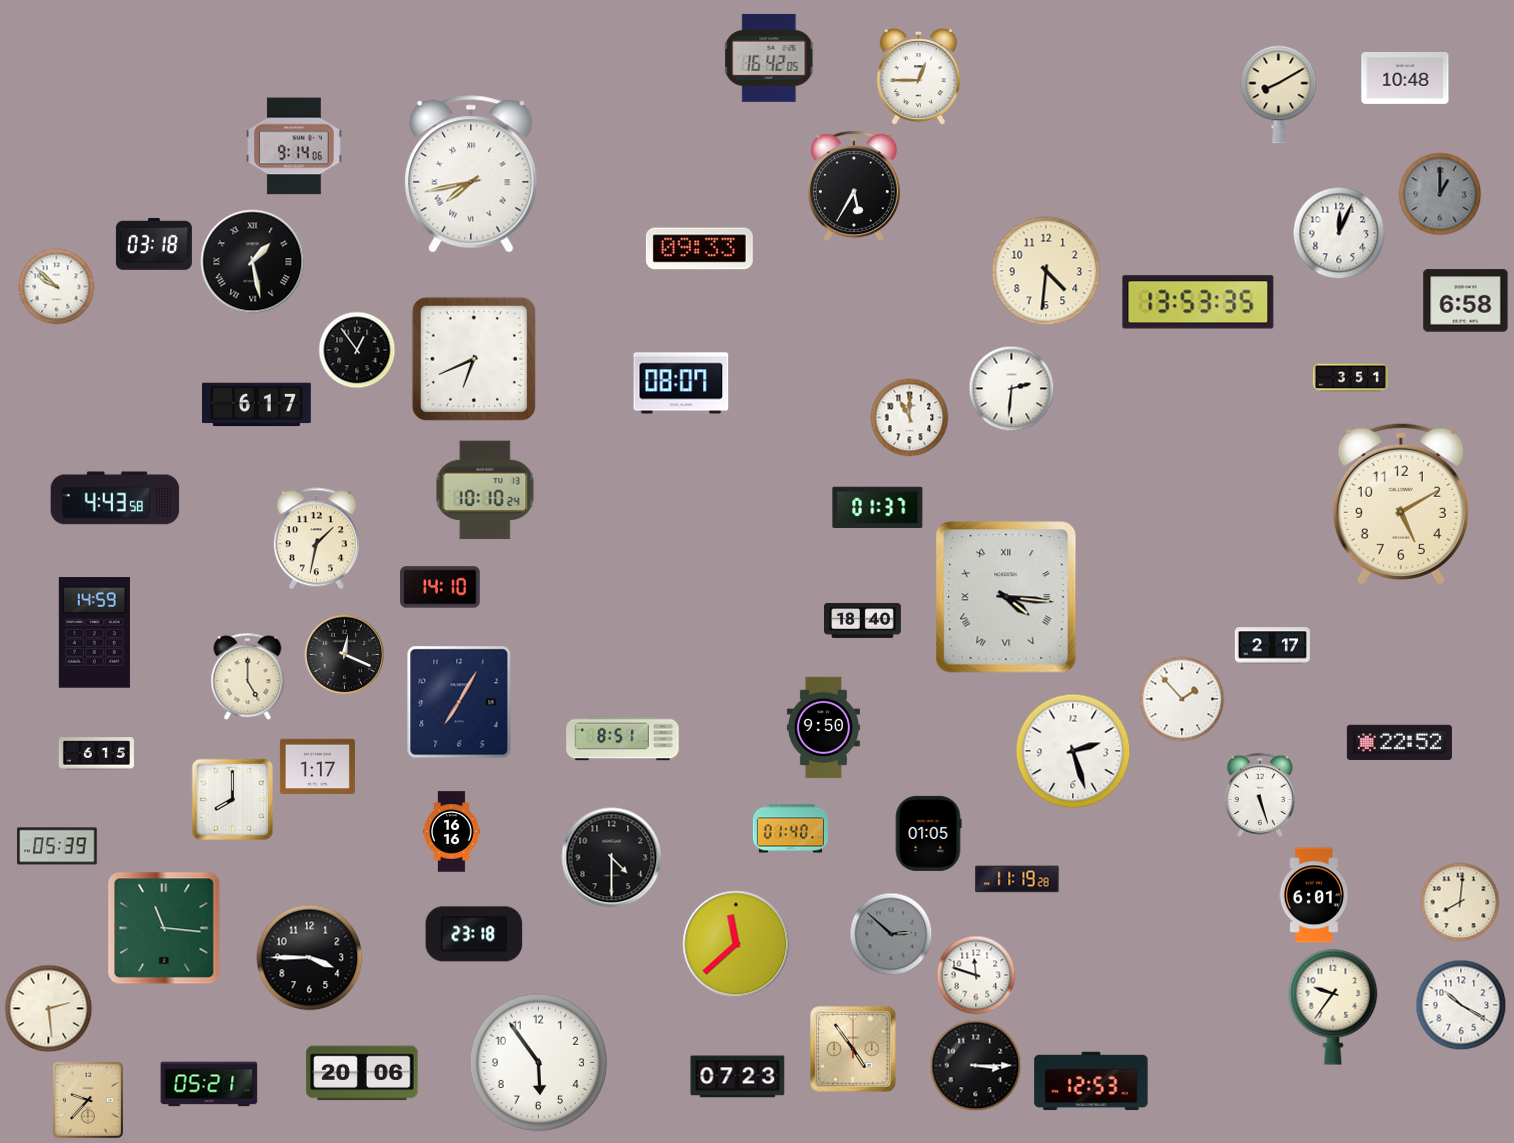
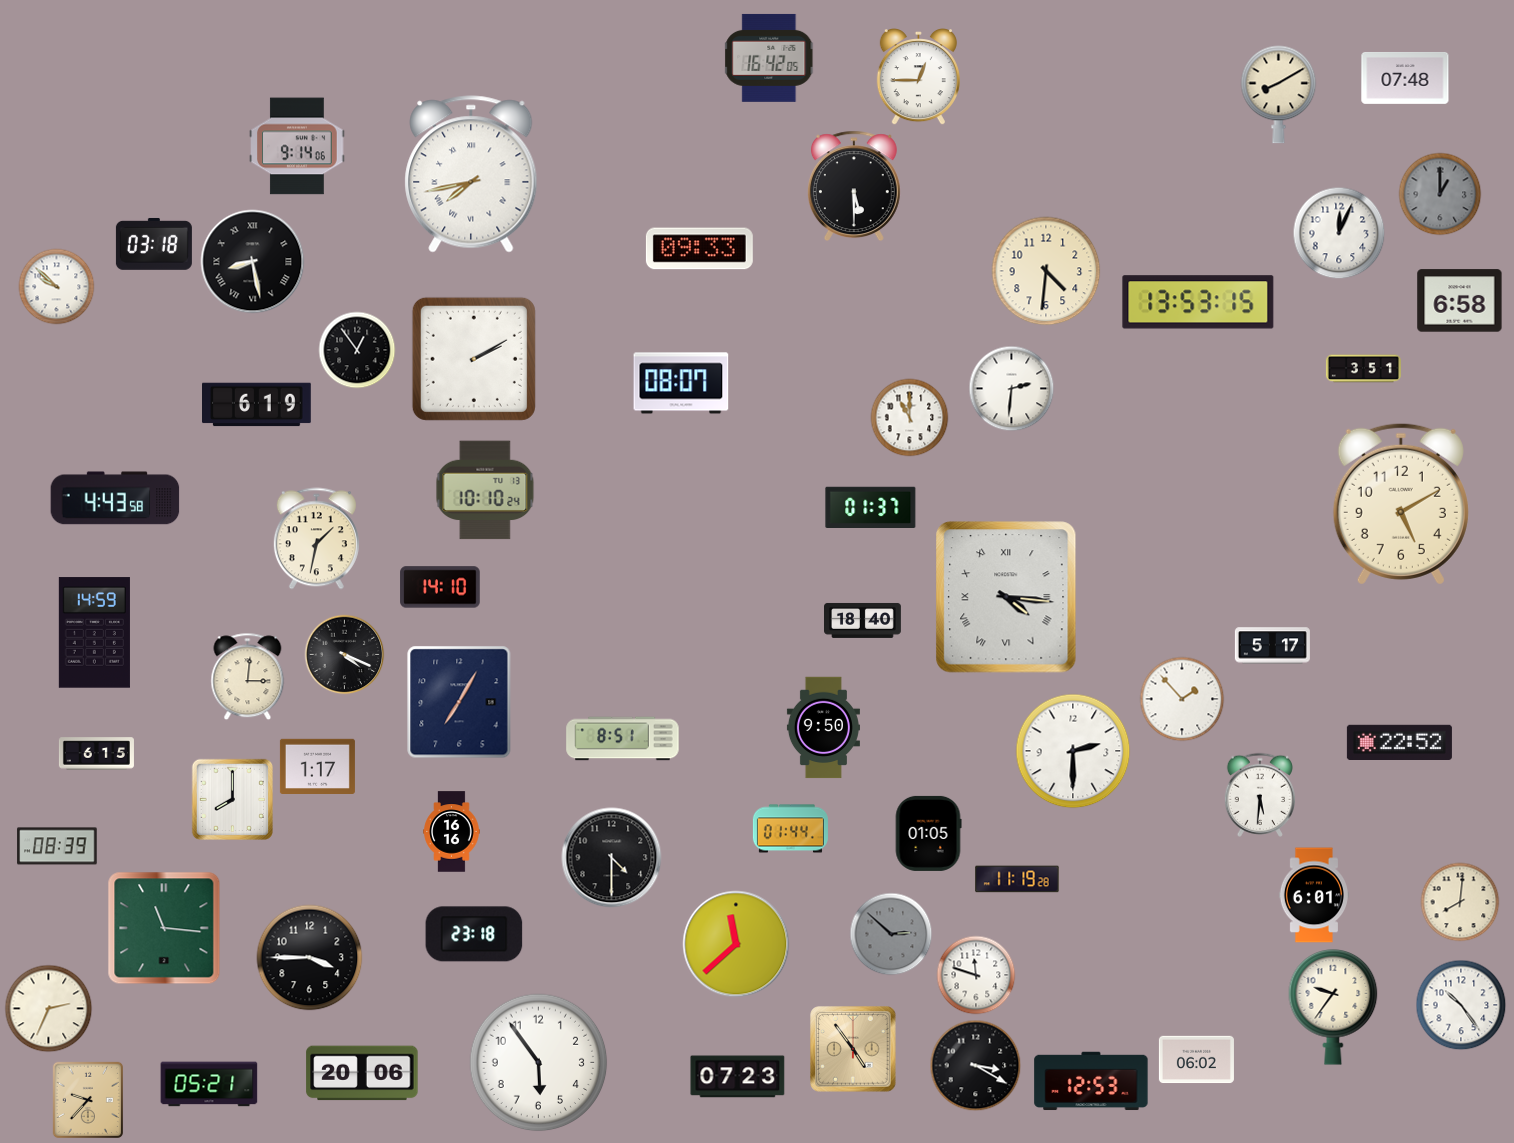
clock at (1405, 78): 10:48 -> 07:48
clock at (294, 146) position: (294, 146) -> (297, 146)
clock at (854, 186): 5:35 -> 5:30
clock at (253, 262): 1:28 -> 8:28
clock at (1466, 301) position: (1466, 301) -> (1460, 301)
clock at (1198, 302): 13:53:35 -> 13:53:15
clock at (474, 359): 6:41 -> 2:10
clock at (1350, 378) position: (1350, 378) -> (1363, 369)
clock at (257, 405): 6:17 -> 6:19
clock at (878, 508) position: (878, 508) -> (871, 508)
clock at (1272, 646): 2:17 -> 5:17
clock at (345, 655): 12:19 -> 4:19
clock at (248, 677): 5:00 -> 3:01
clock at (1073, 751): 2:27 -> 2:30
clock at (1259, 795): 5:27 -> 5:31
clock at (790, 829): 01:40 -> 01:44
clock at (57, 846): 05:39 -> 08:39
clock at (1461, 1005): 10:20 -> 10:24
clock at (49, 1009): 2:29 -> 2:34
clock at (1196, 1060): none -> 06:02
clock at (976, 1066): 3:15 -> 3:20
